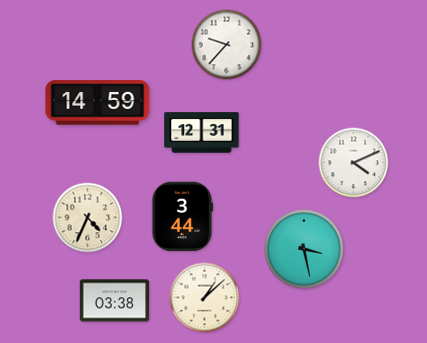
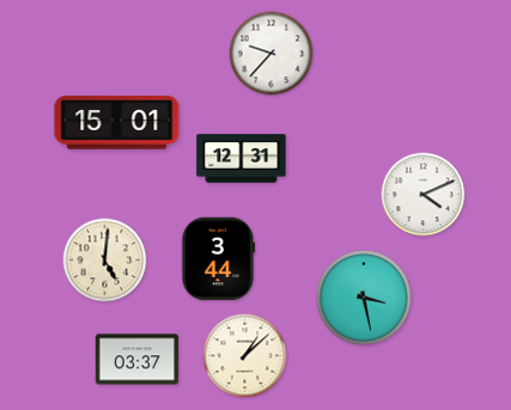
clock at (98, 103): 14:59 -> 15:01
clock at (88, 218): 4:34 -> 5:01
clock at (115, 301): 03:38 -> 03:37
